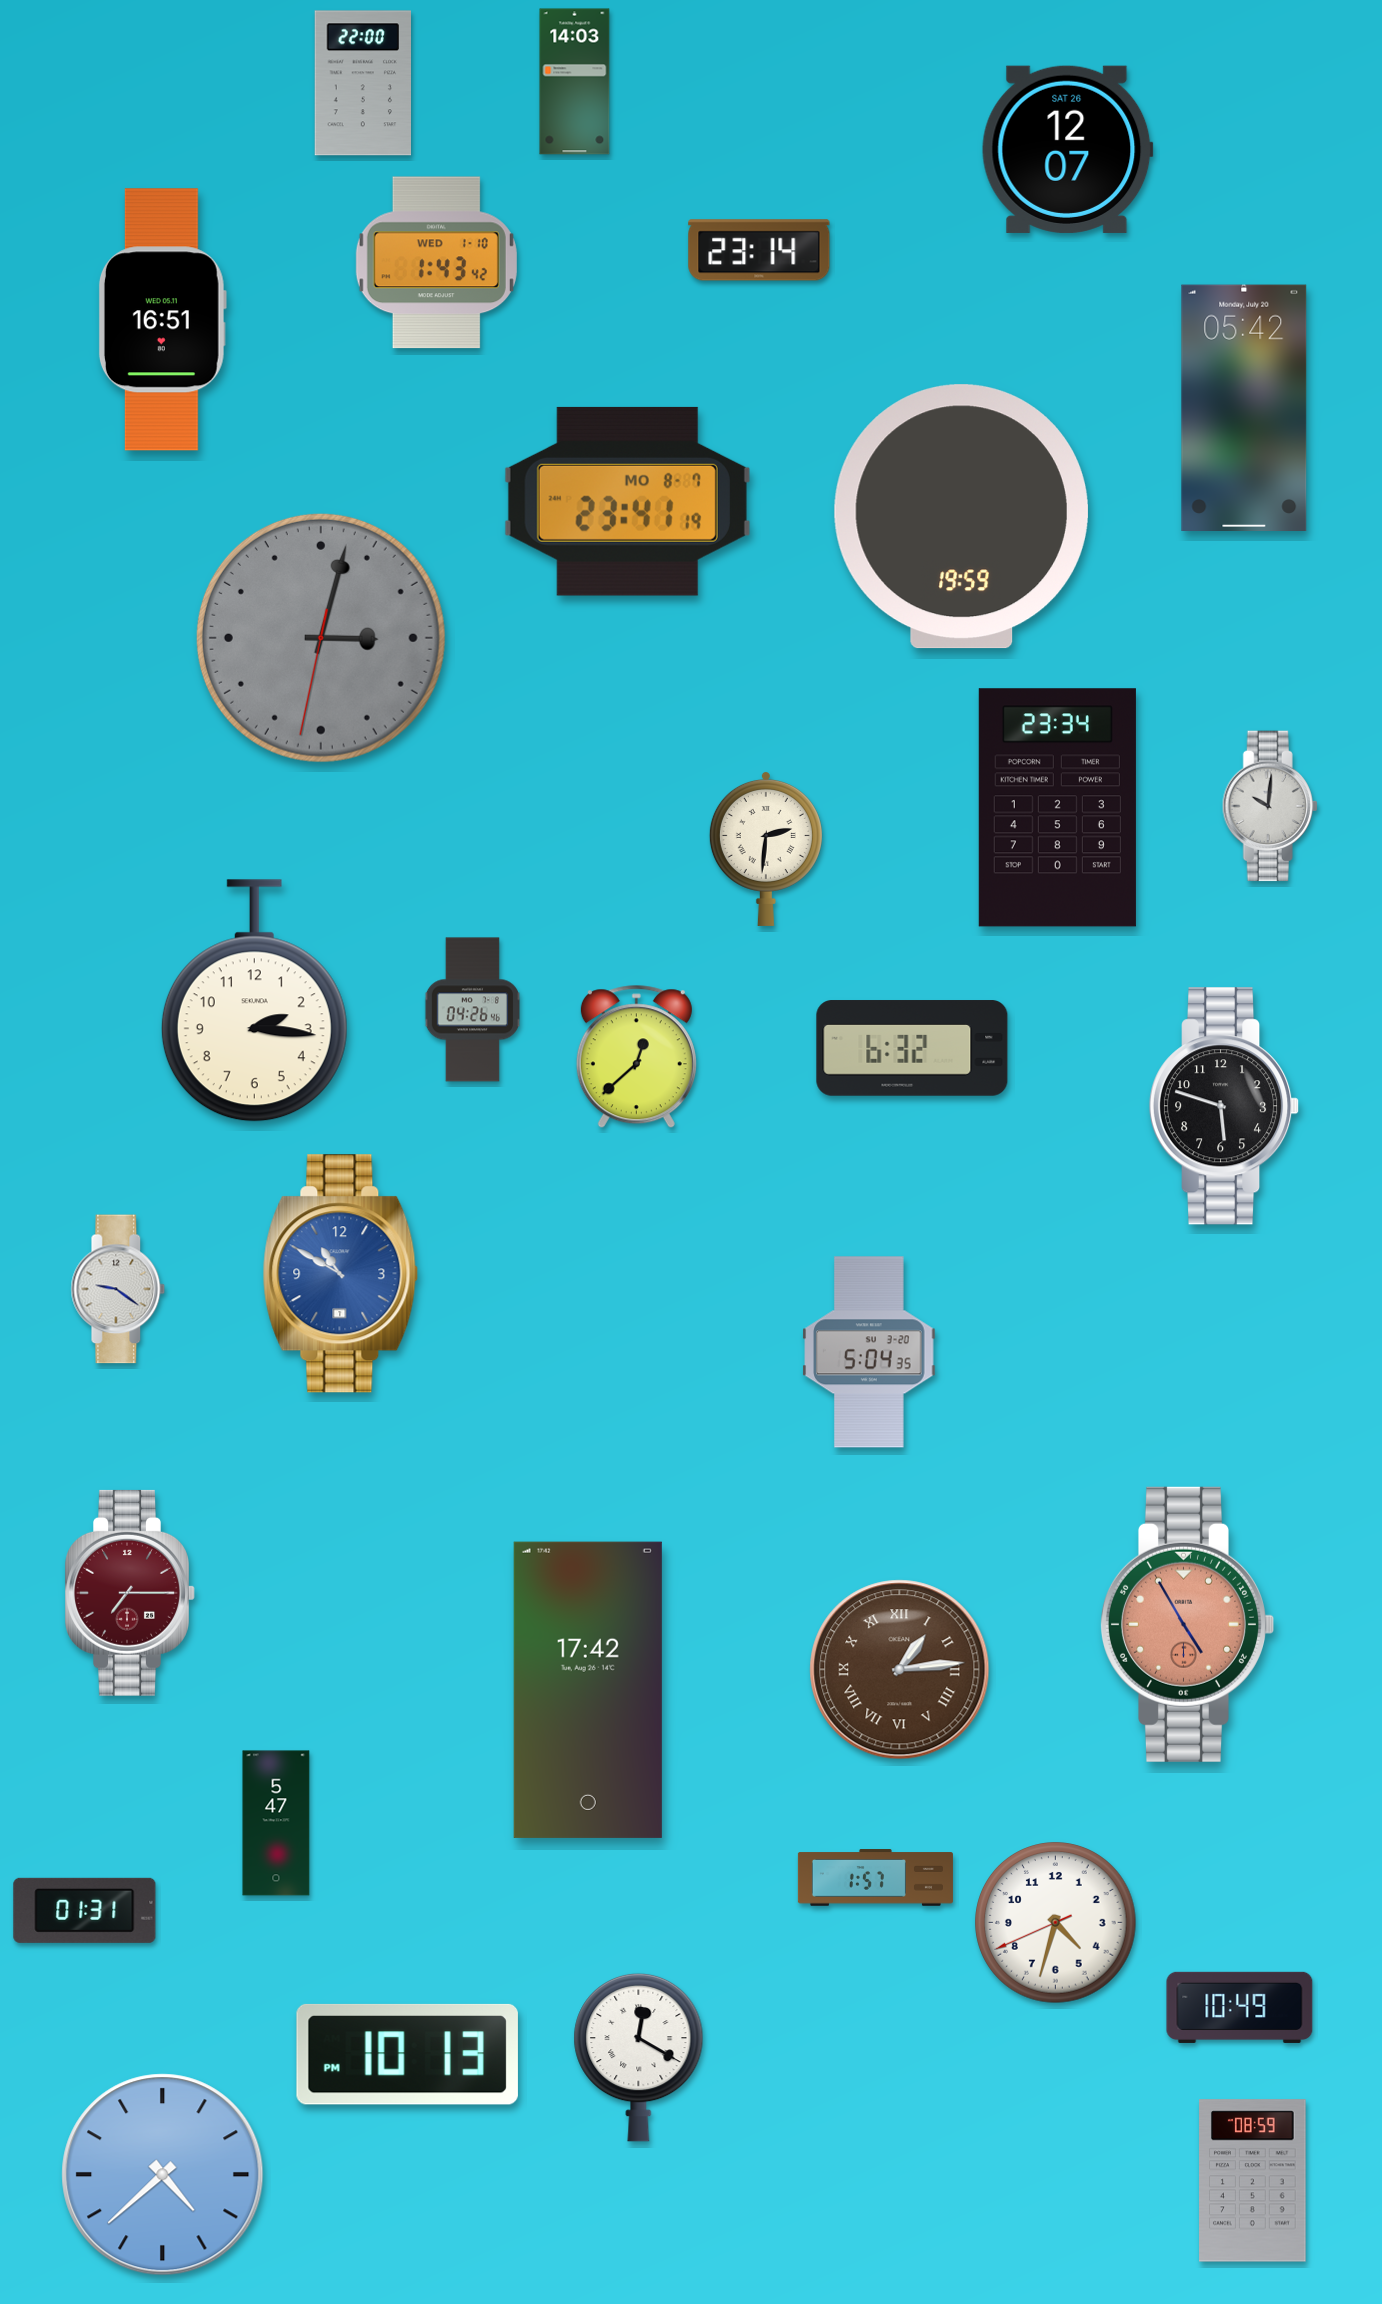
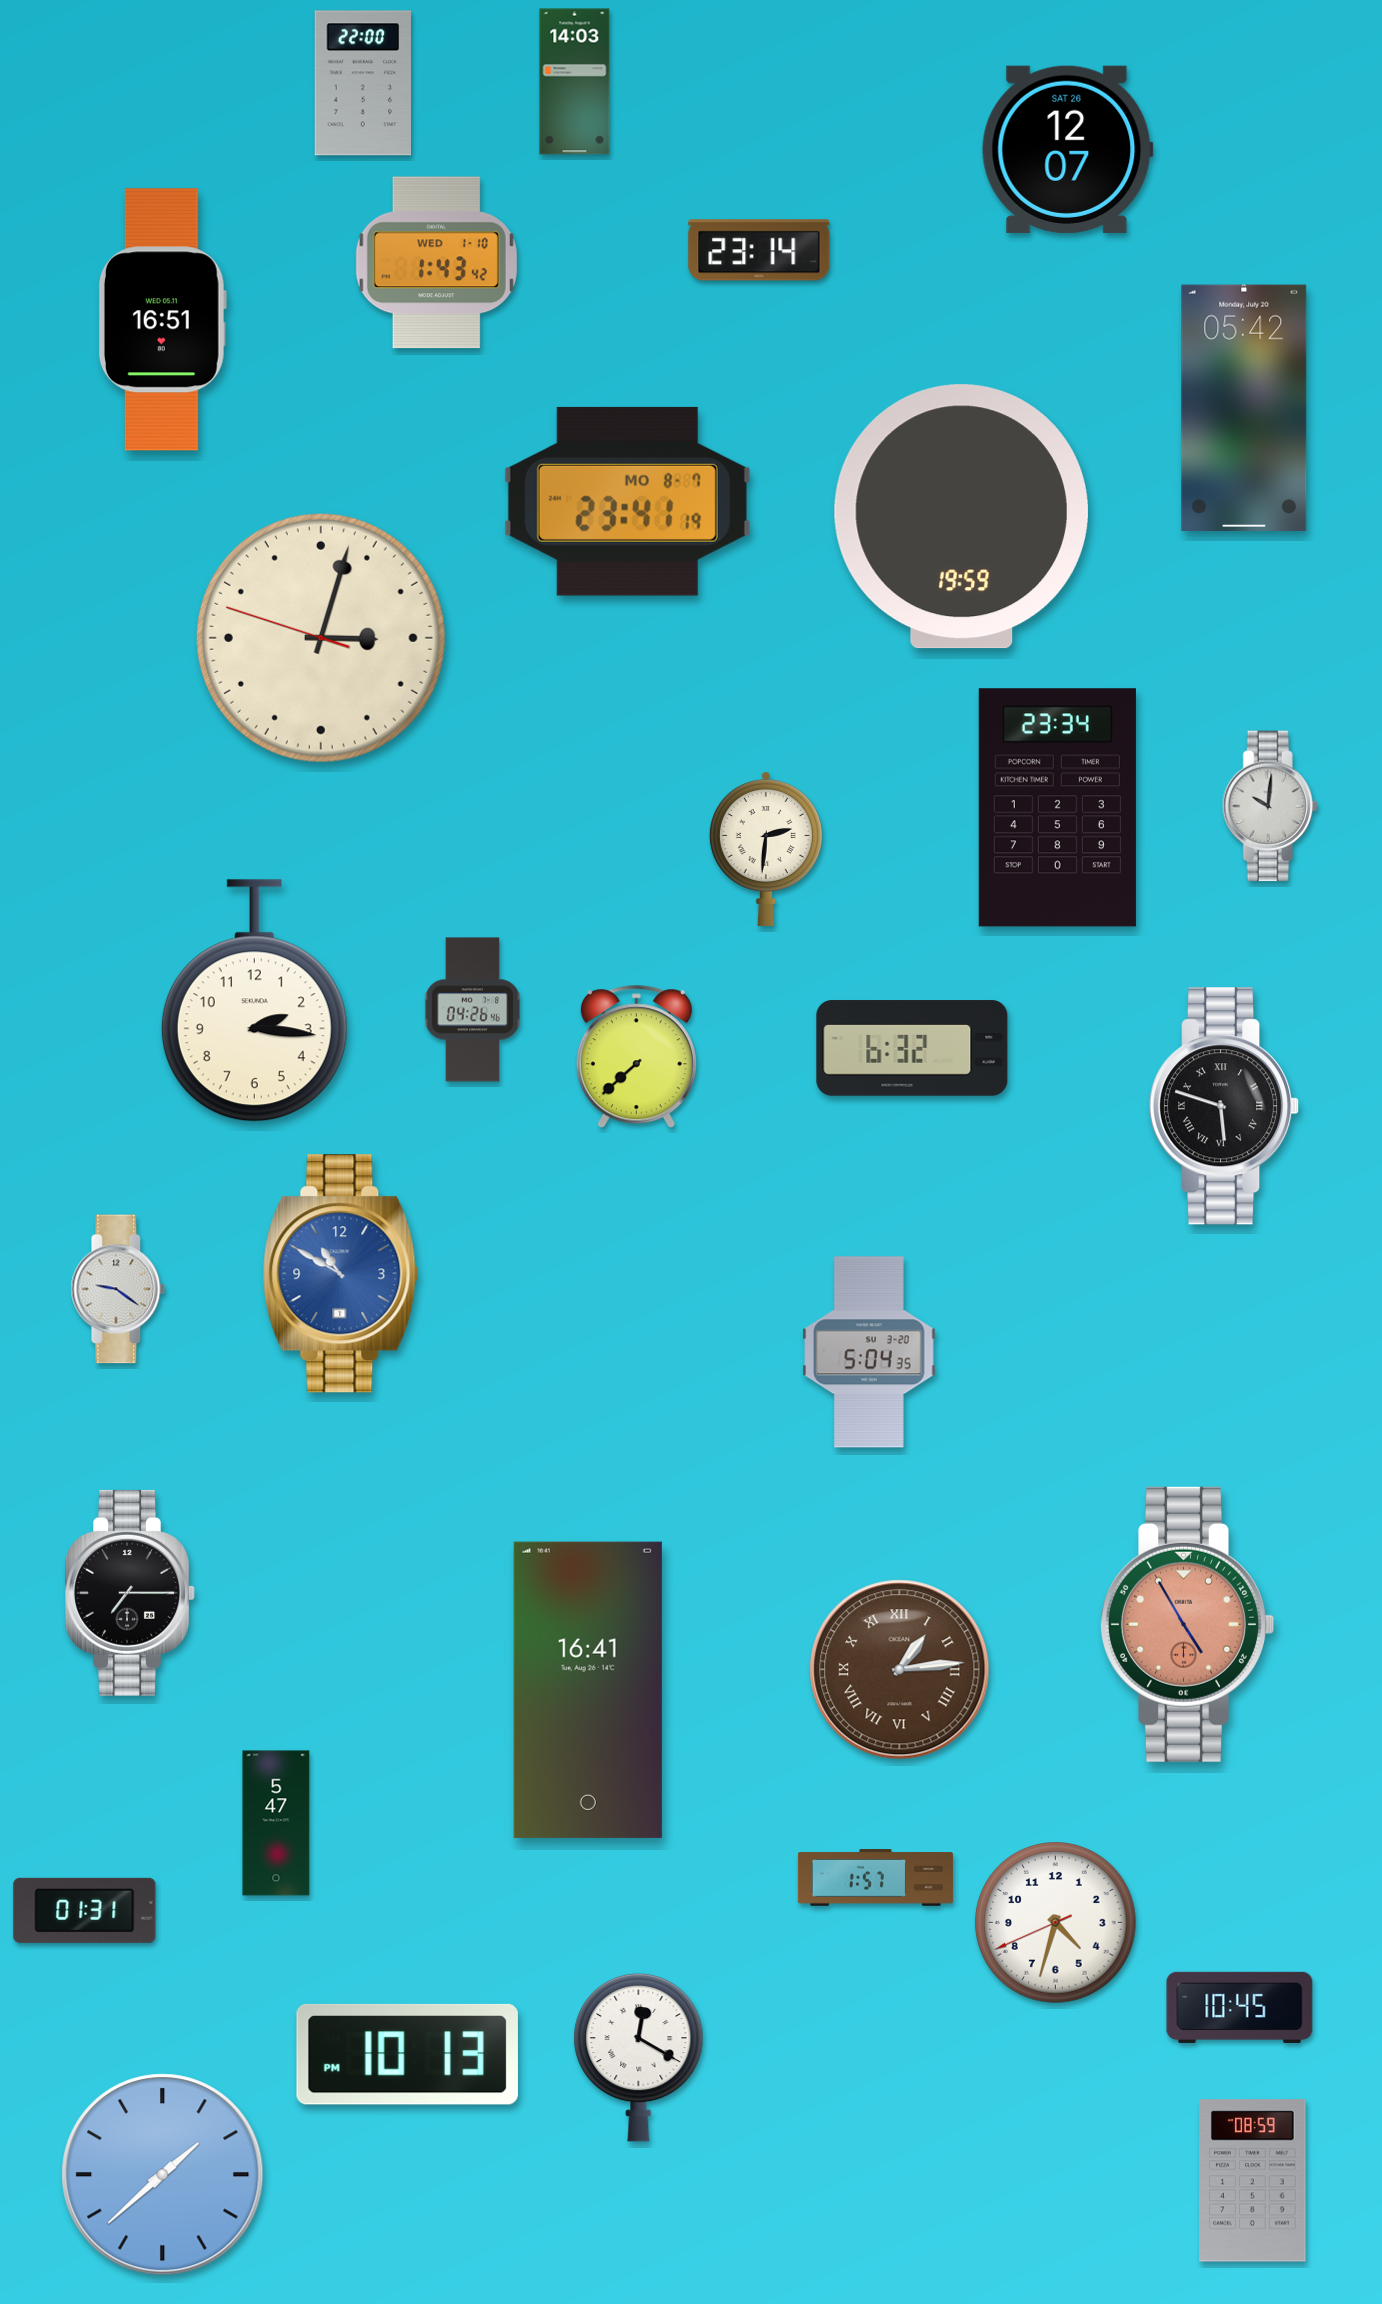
clock at (321, 638): 3:02:32 -> 3:02:48
clock at (321, 638) dial: grey -> cream
clock at (636, 1057): 12:38 -> 7:38
clock at (1224, 1106) numerals: Arabic -> Roman
clock at (130, 1593) dial: burgundy -> black
clock at (588, 1690): 17:42 -> 16:41
clock at (1240, 2007): 10:49 -> 10:45
clock at (163, 2175): 4:38 -> 1:38
